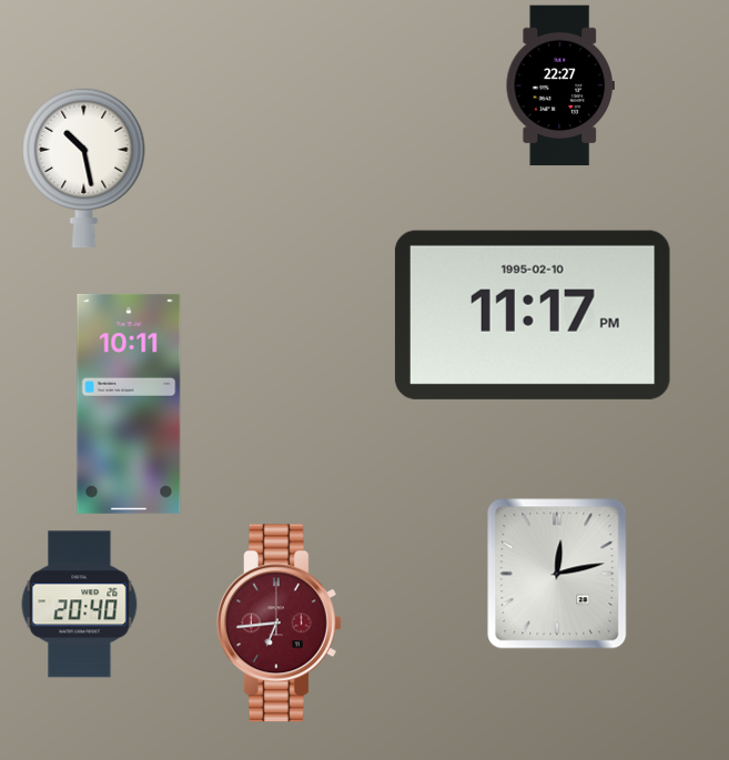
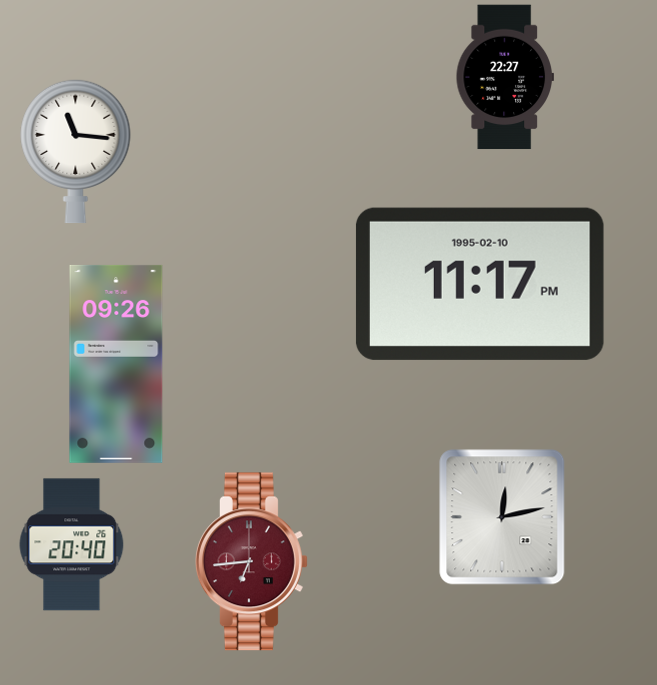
clock at (84, 168): 10:28 -> 11:16
clock at (129, 404): 10:11 -> 09:26
